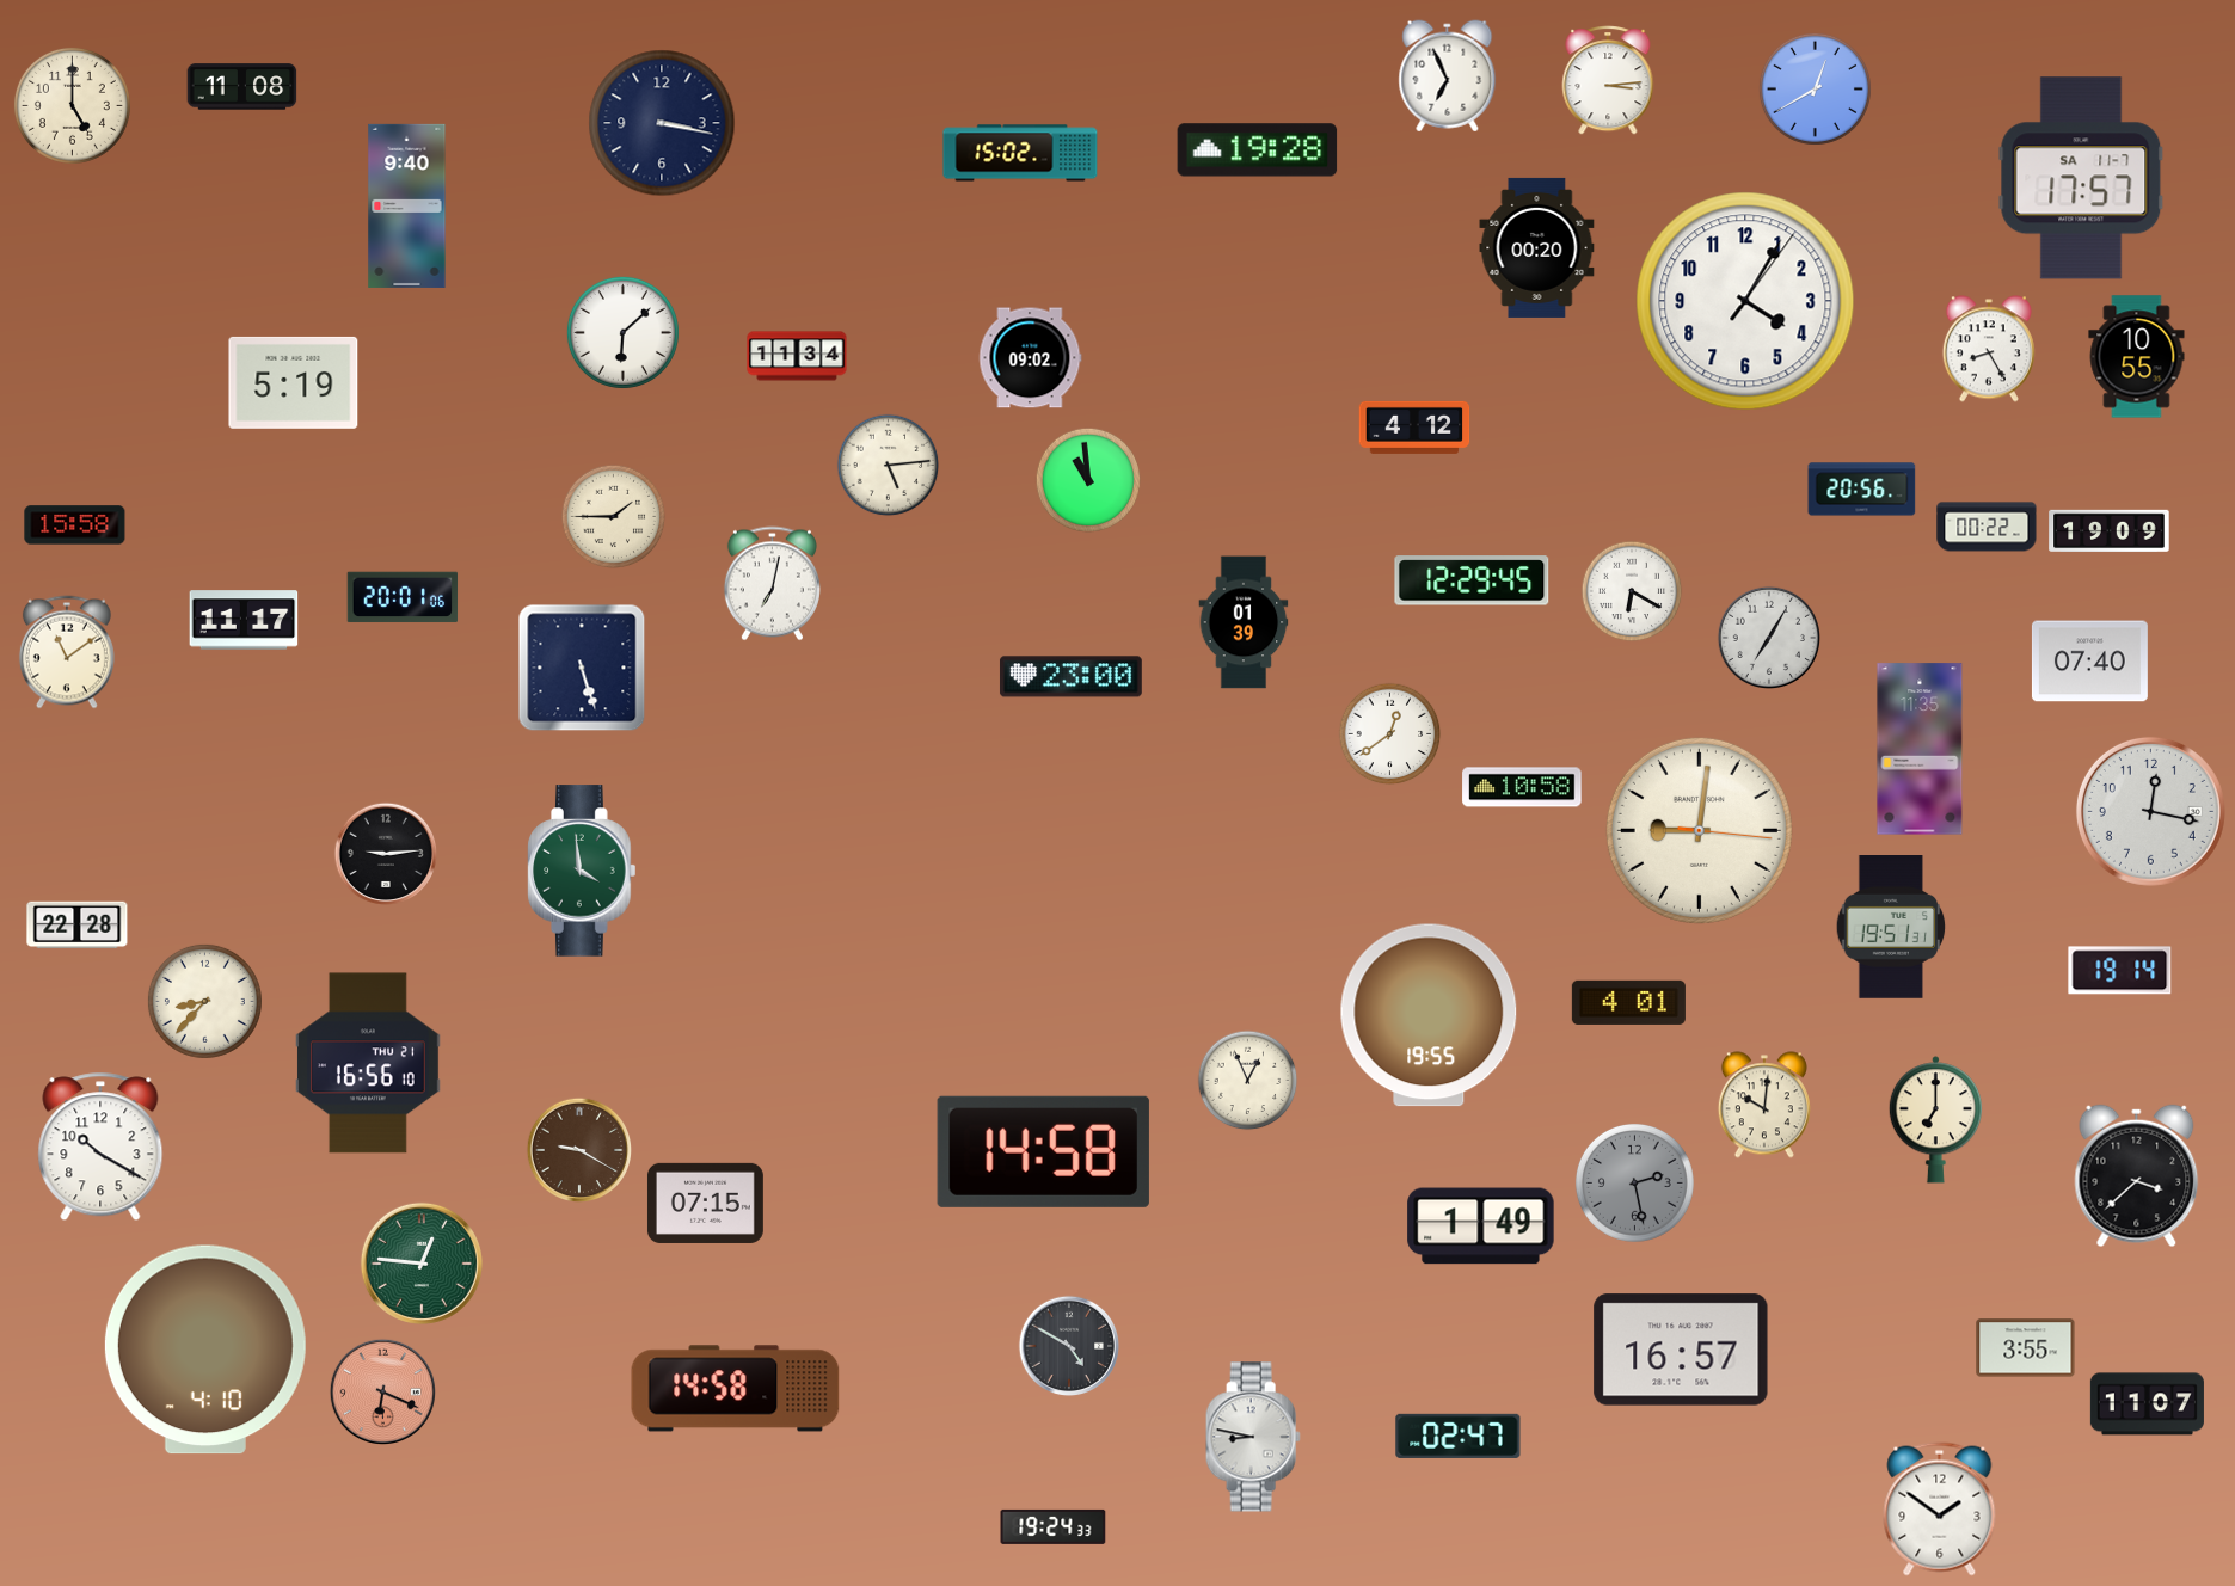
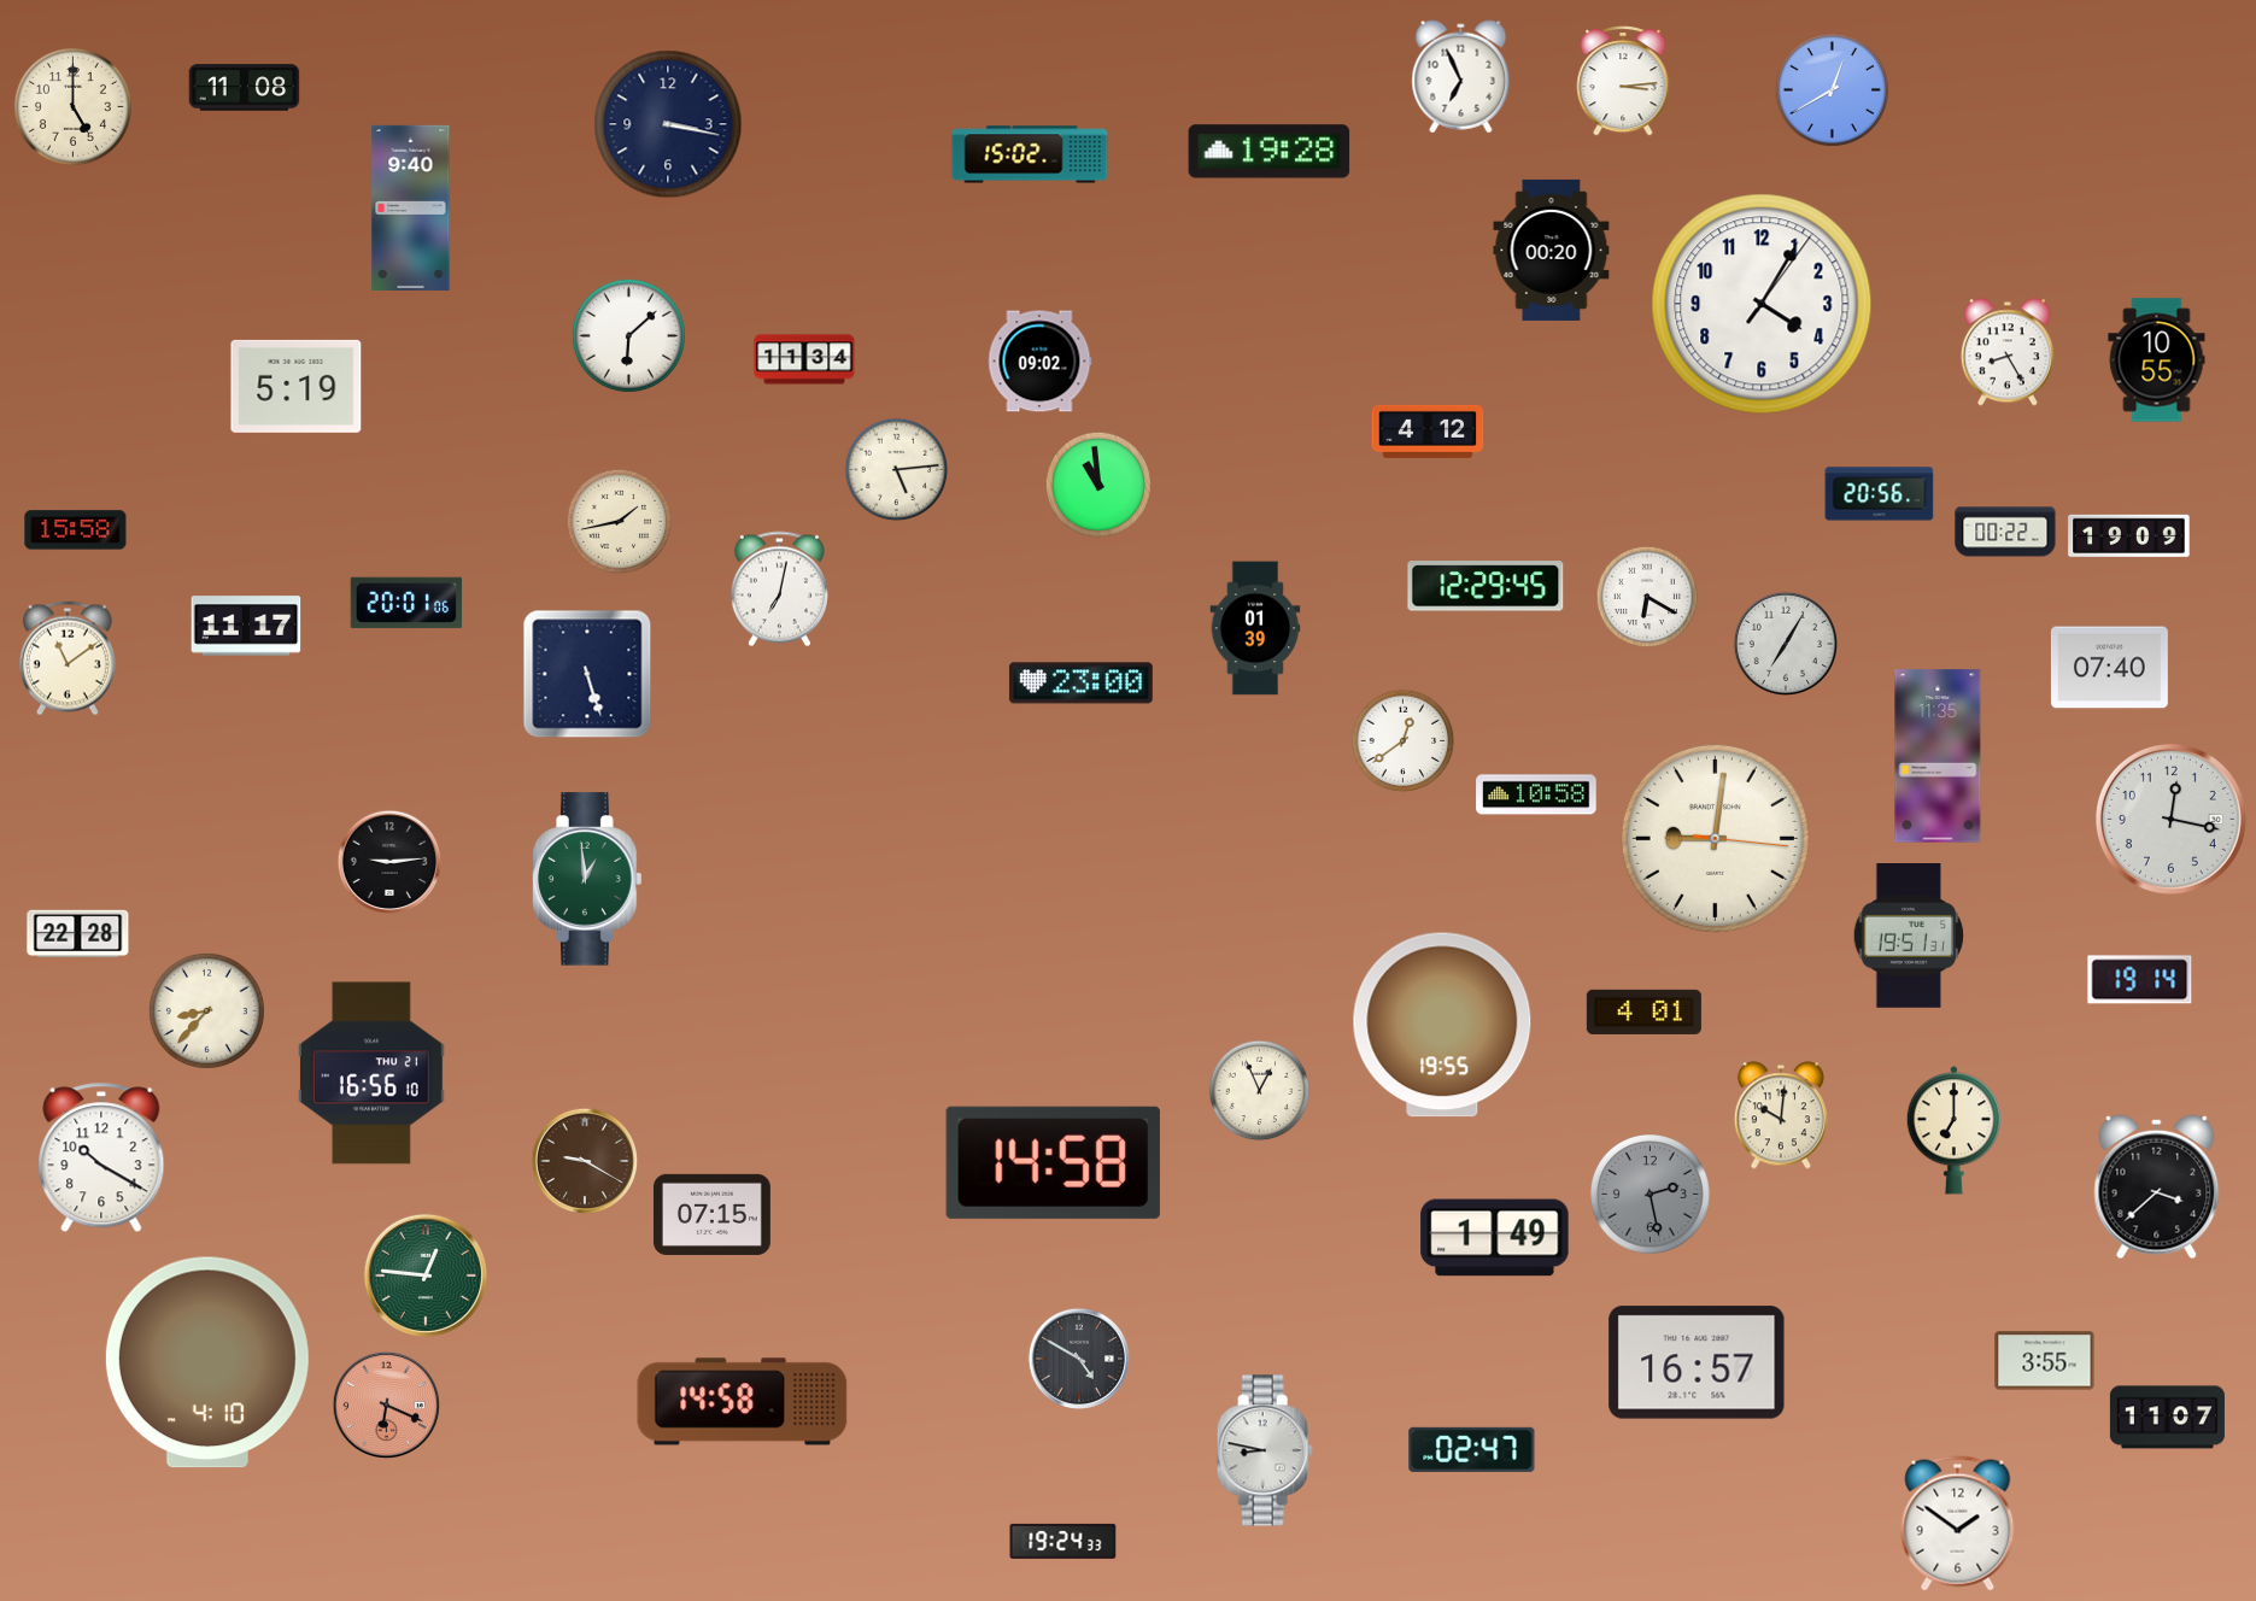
clock at (2081, 178): 17:57 -> none
clock at (614, 517): 1:45 -> 1:43
clock at (582, 871): 3:59 -> 12:59
